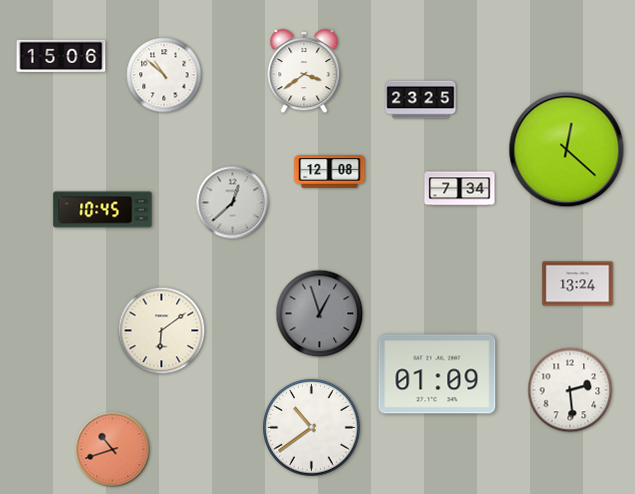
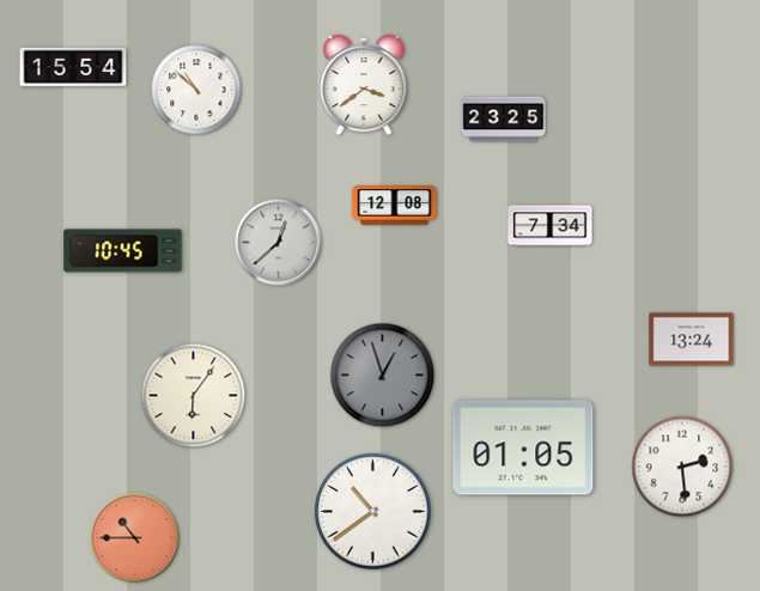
clock at (61, 56): 15:06 -> 15:54
clock at (567, 150): 12:22 -> none
clock at (162, 331): 6:09 -> 6:06
clock at (437, 374): 01:09 -> 01:05
clock at (113, 450): 10:42 -> 10:45
